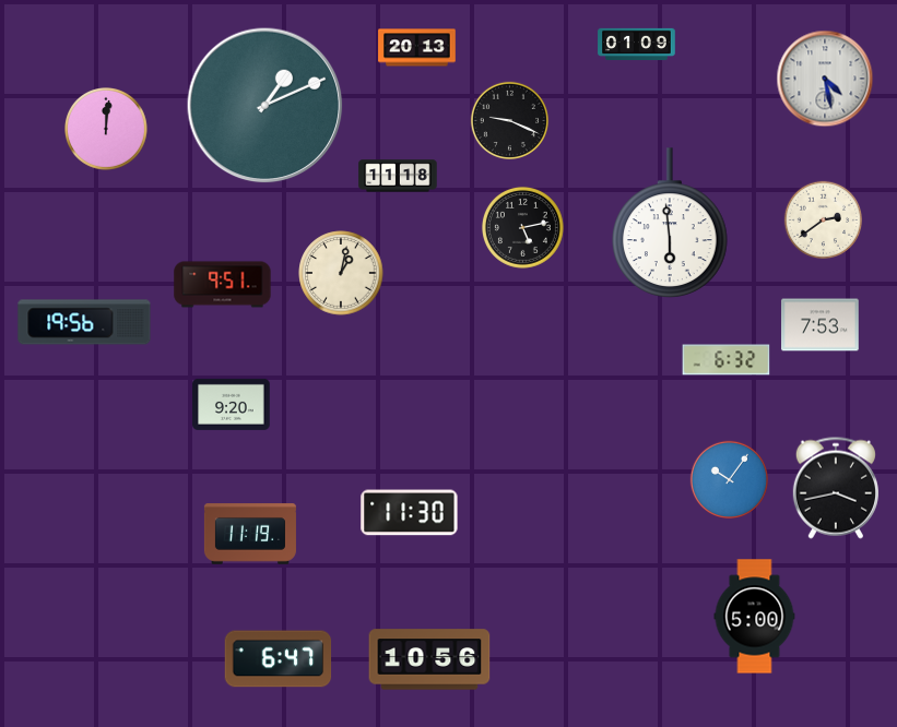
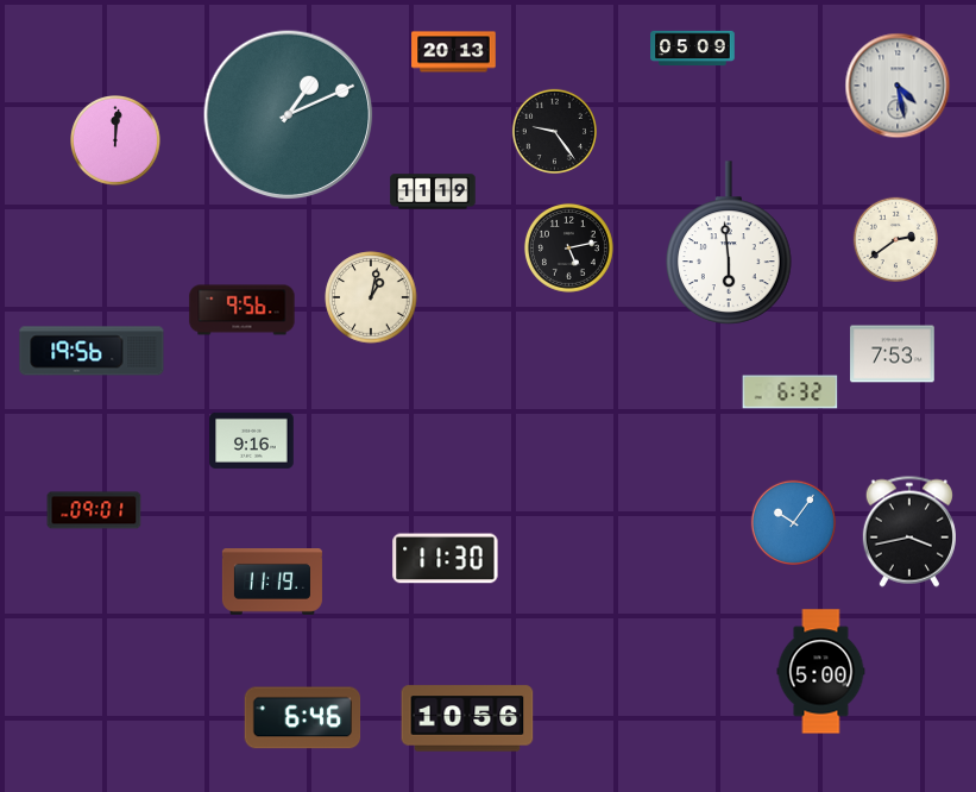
clock at (637, 45): 01:09 -> 05:09
clock at (509, 120): 9:19 -> 9:24
clock at (398, 176): 11:18 -> 11:19
clock at (223, 285): 9:51 -> 9:56
clock at (232, 404): 9:20 -> 9:16
clock at (94, 510): none -> 09:01
clock at (279, 659): 6:47 -> 6:46
